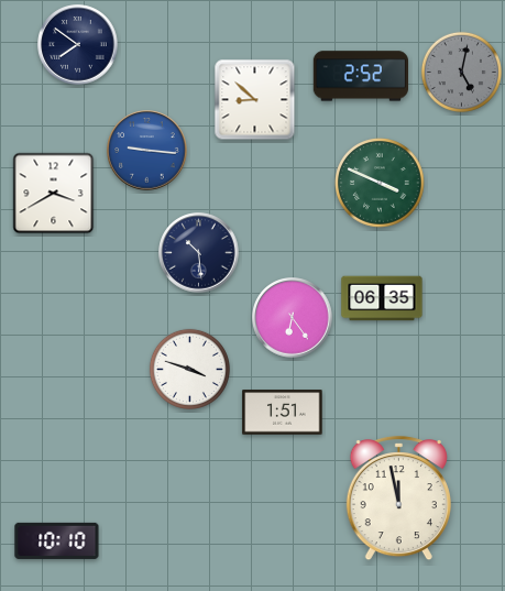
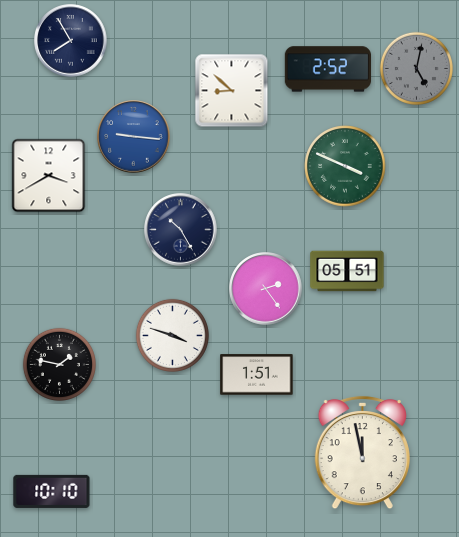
clock at (78, 45): 7:51 -> 7:55
clock at (461, 72) position: (461, 72) -> (416, 68)
clock at (199, 253): 10:29 -> 10:25
clock at (382, 298): 06:35 -> 05:51
clock at (293, 318): 6:24 -> 2:24
clock at (59, 364): none -> 1:47
